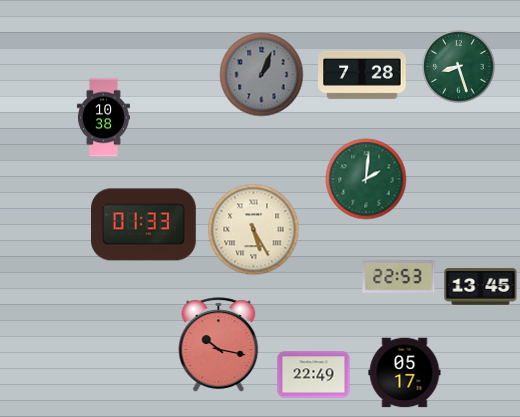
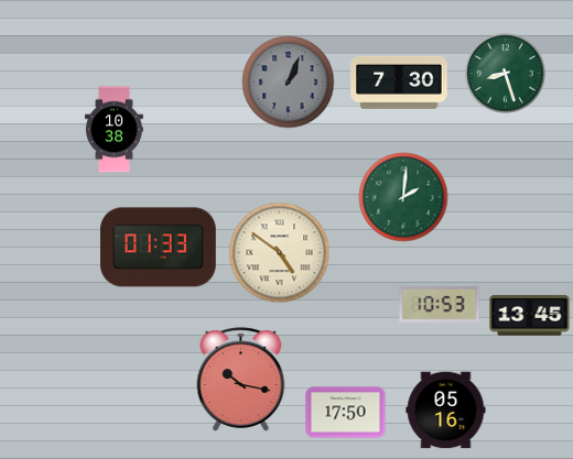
clock at (362, 75): 7:28 -> 7:30
clock at (254, 230): 5:25 -> 4:51
clock at (399, 277): 22:53 -> 10:53
clock at (405, 373): 05:17 -> 05:16
clock at (314, 375): 22:49 -> 17:50
